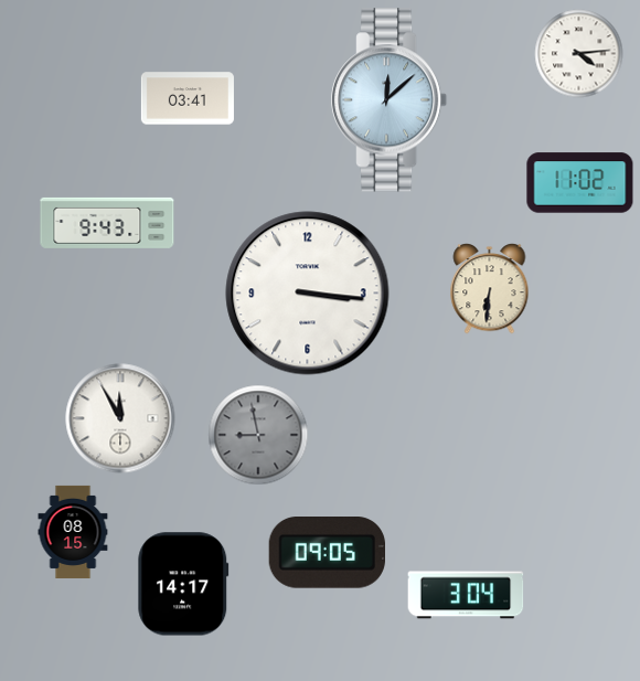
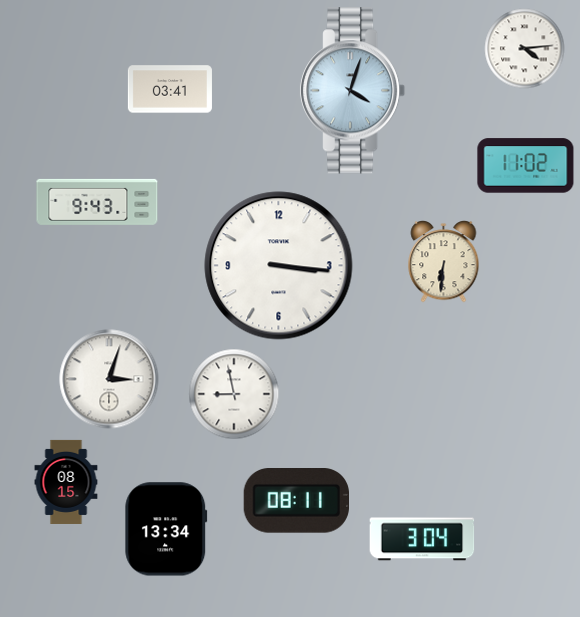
clock at (390, 100): 12:08 -> 4:03
clock at (120, 418): 11:55 -> 3:03
clock at (258, 435) dial: grey -> white
clock at (327, 553): 09:05 -> 08:11
clock at (183, 584): 14:17 -> 13:34
